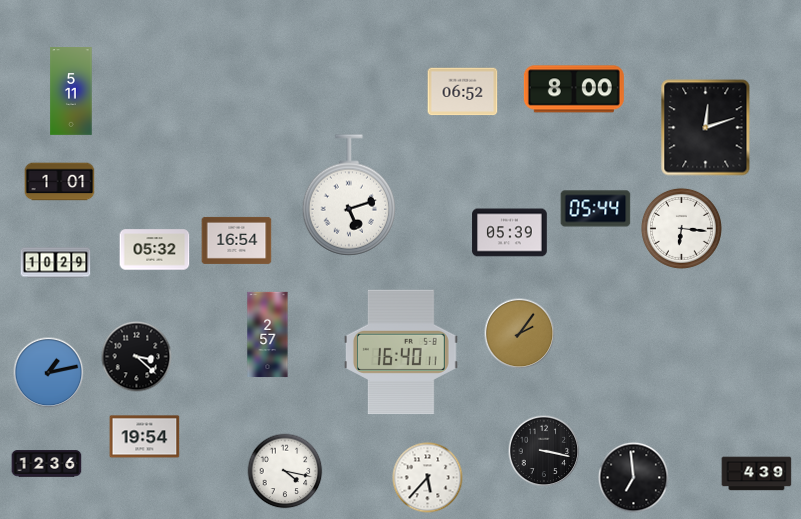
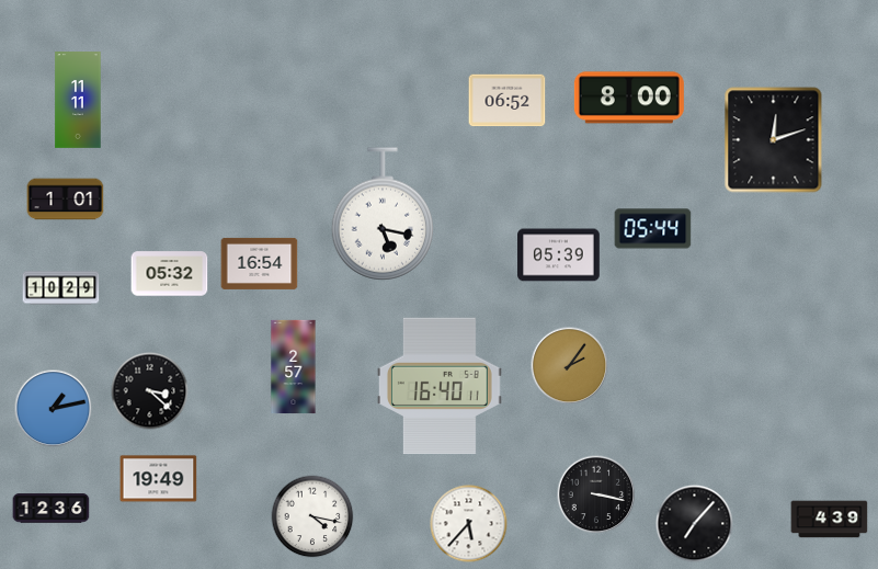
clock at (71, 91): 5:11 -> 11:11
clock at (348, 195): 5:12 -> 5:17
clock at (681, 228): 6:16 -> none
clock at (145, 437): 19:54 -> 19:49
clock at (634, 478): 6:59 -> 7:07
